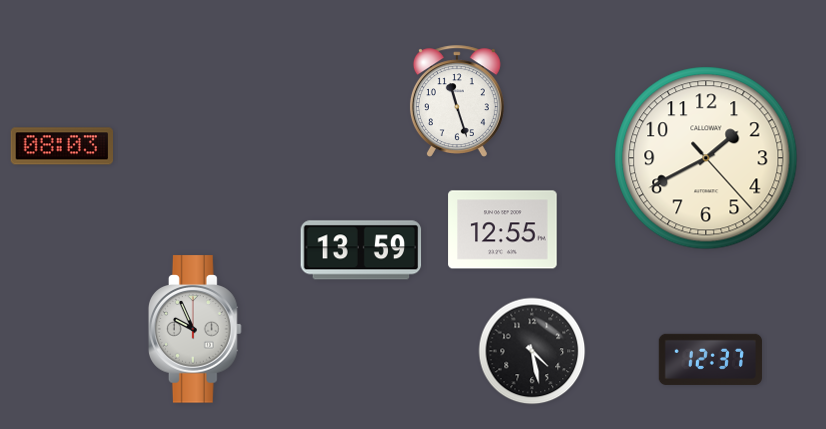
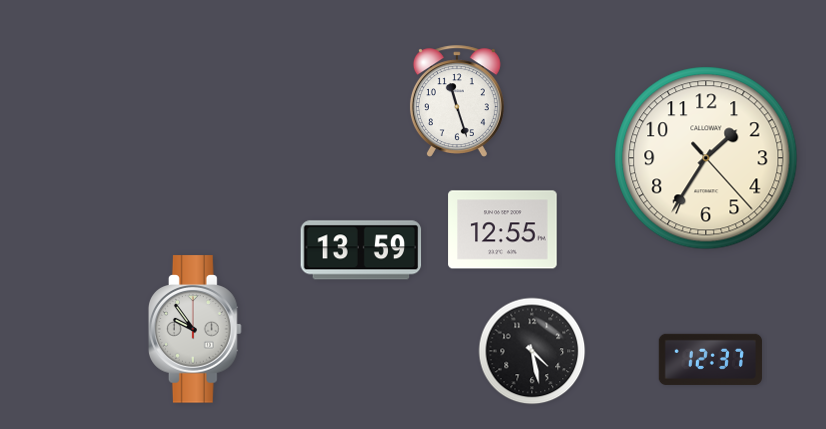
clock at (61, 146): 08:03 -> none
clock at (706, 158): 1:40 -> 1:35
clock at (195, 329): 9:56 -> 9:54
